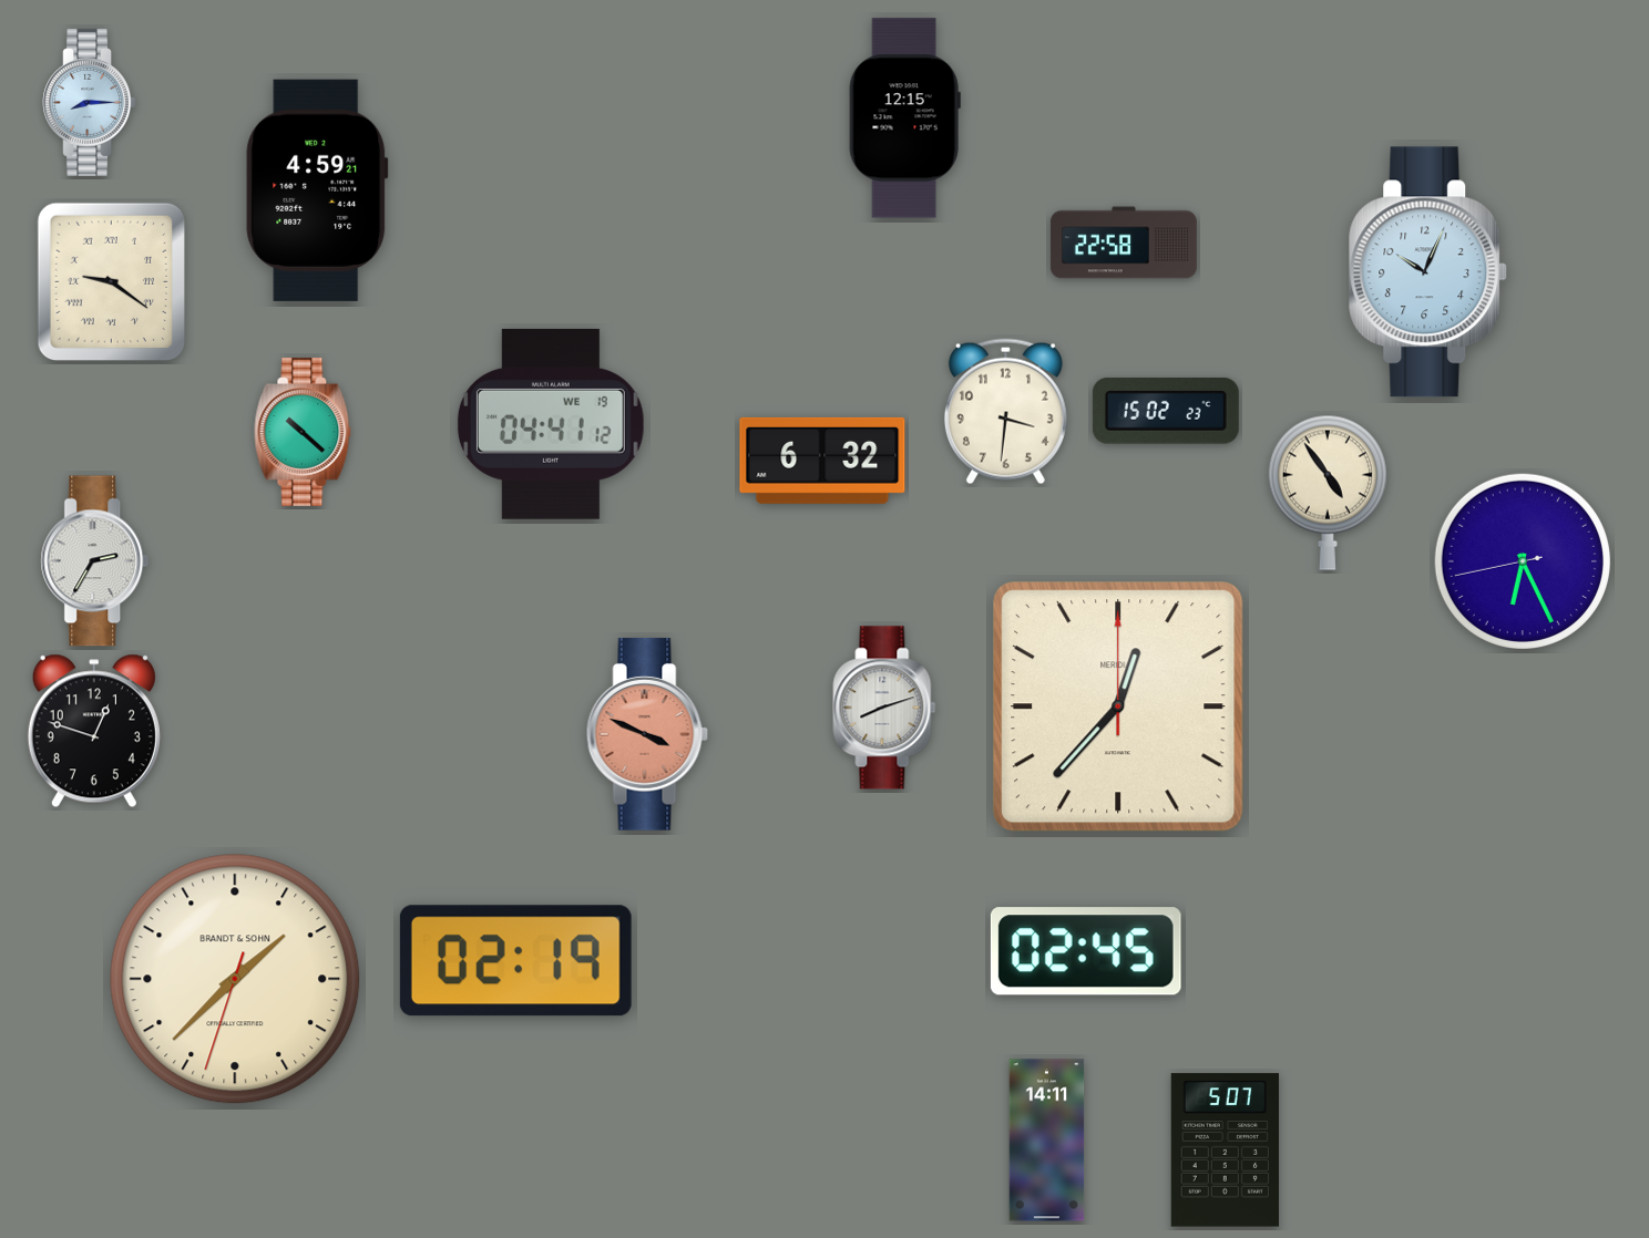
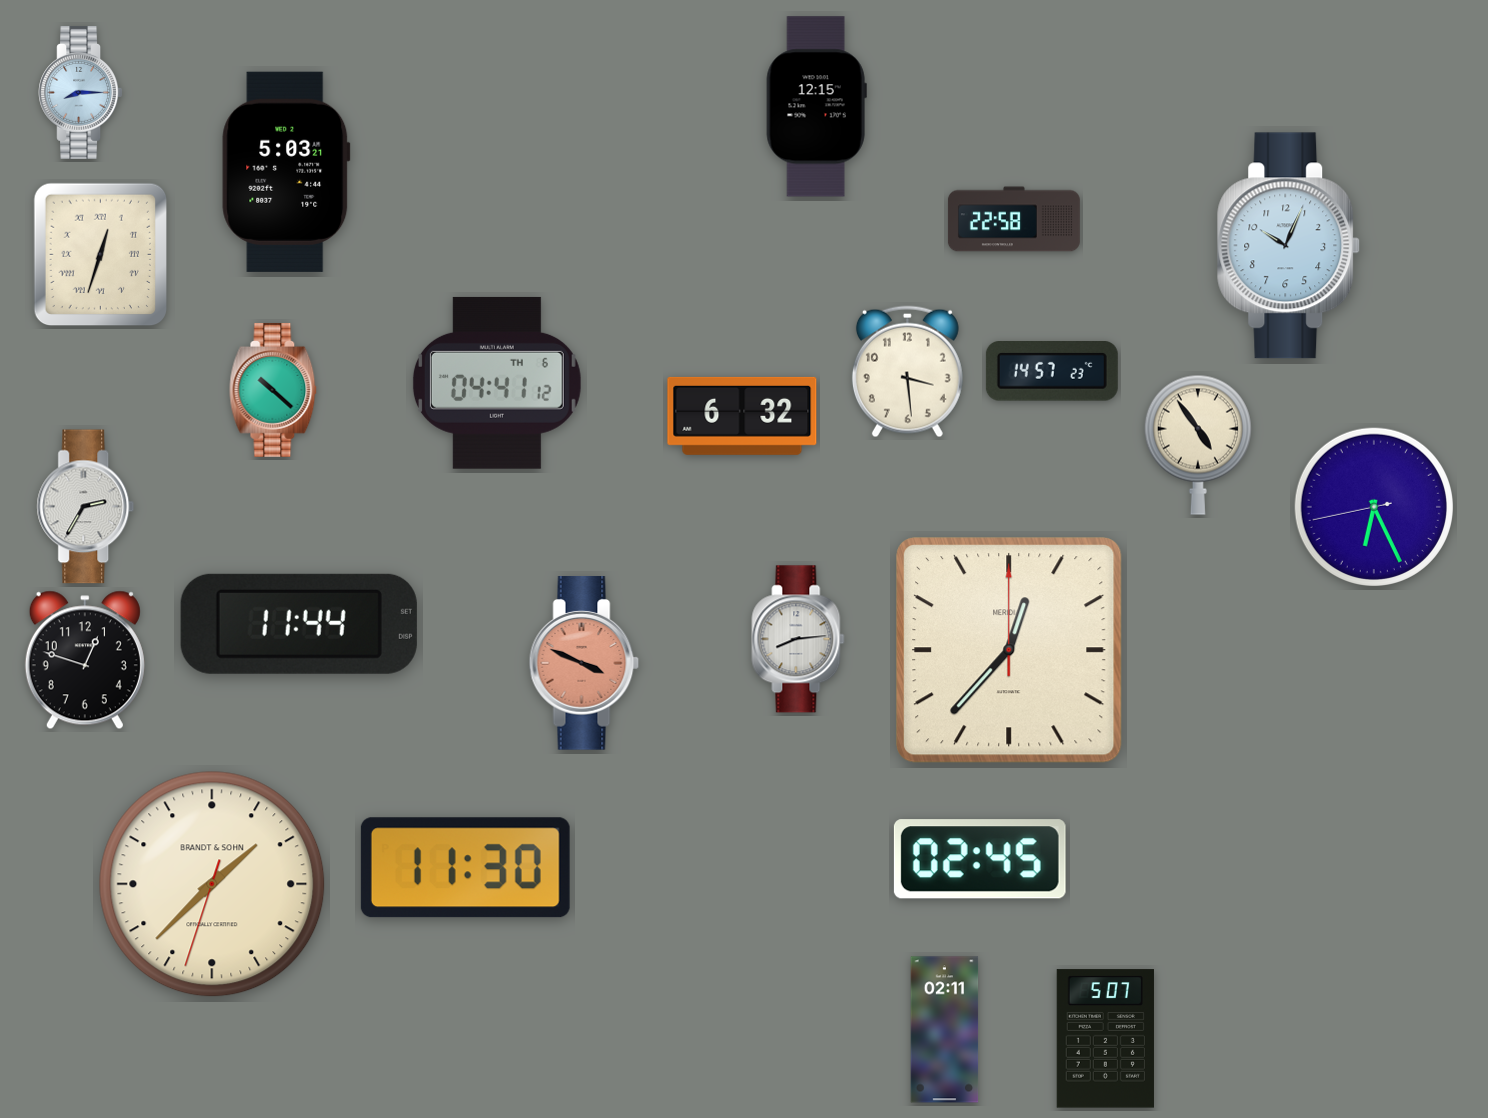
clock at (317, 190): 4:59 -> 5:03
clock at (112, 282): 9:21 -> 12:33
clock at (1005, 412): 3:31 -> 3:29
clock at (1166, 412): 15:02 -> 14:57
clock at (551, 424) date: WE 19 -> TH 6
clock at (299, 624): none -> 11:44
clock at (1118, 706) position: (1118, 706) -> (1009, 650)
clock at (884, 708): 8:12 -> 8:14
clock at (515, 961): 02:19 -> 11:30
clock at (1047, 1141): 14:11 -> 02:11
